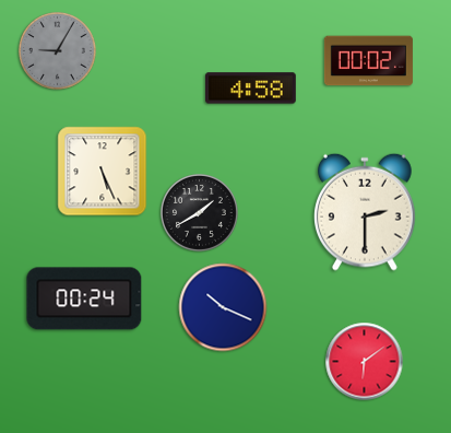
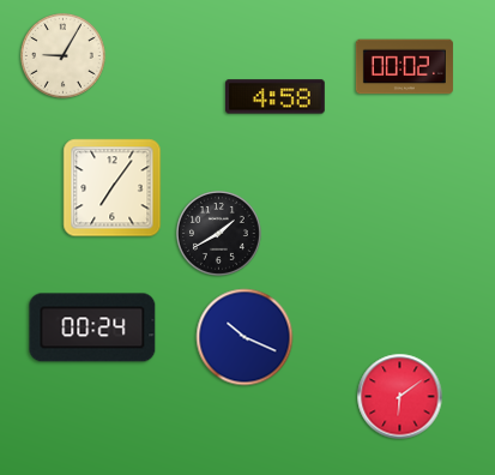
clock at (58, 51) dial: grey -> cream
clock at (103, 172): 5:26 -> 7:06
clock at (366, 212): 2:30 -> none
